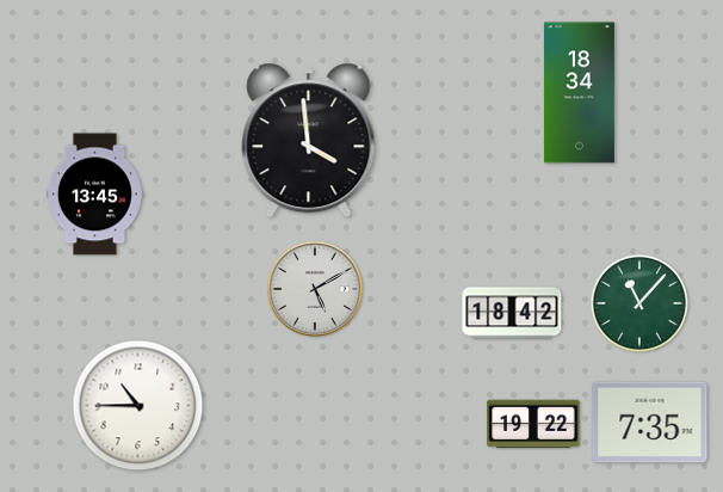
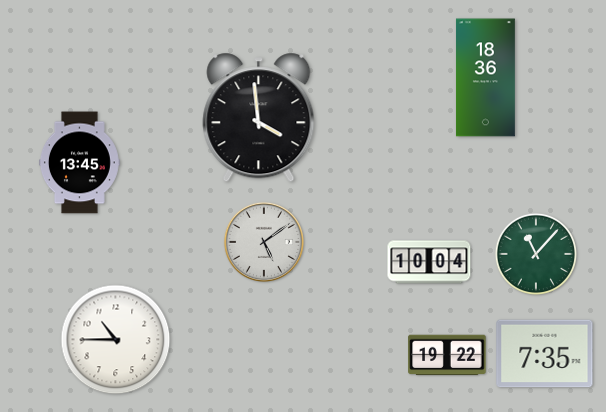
clock at (579, 93): 18:34 -> 18:36
clock at (315, 289): 5:10 -> 5:09
clock at (512, 313): 18:42 -> 10:04
